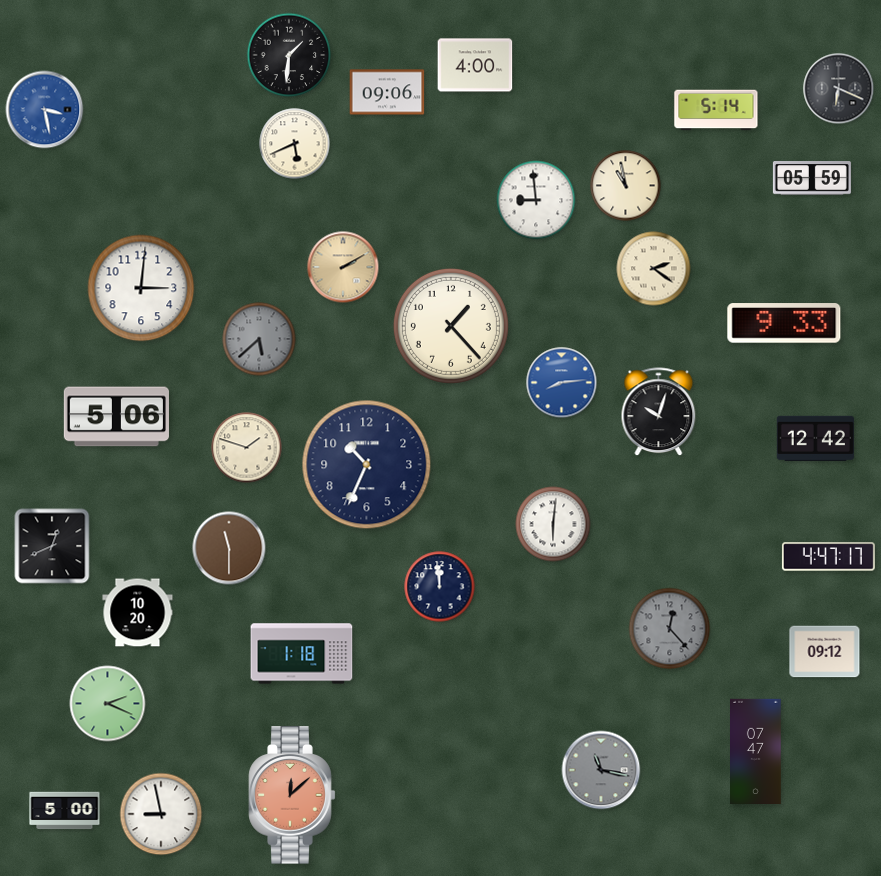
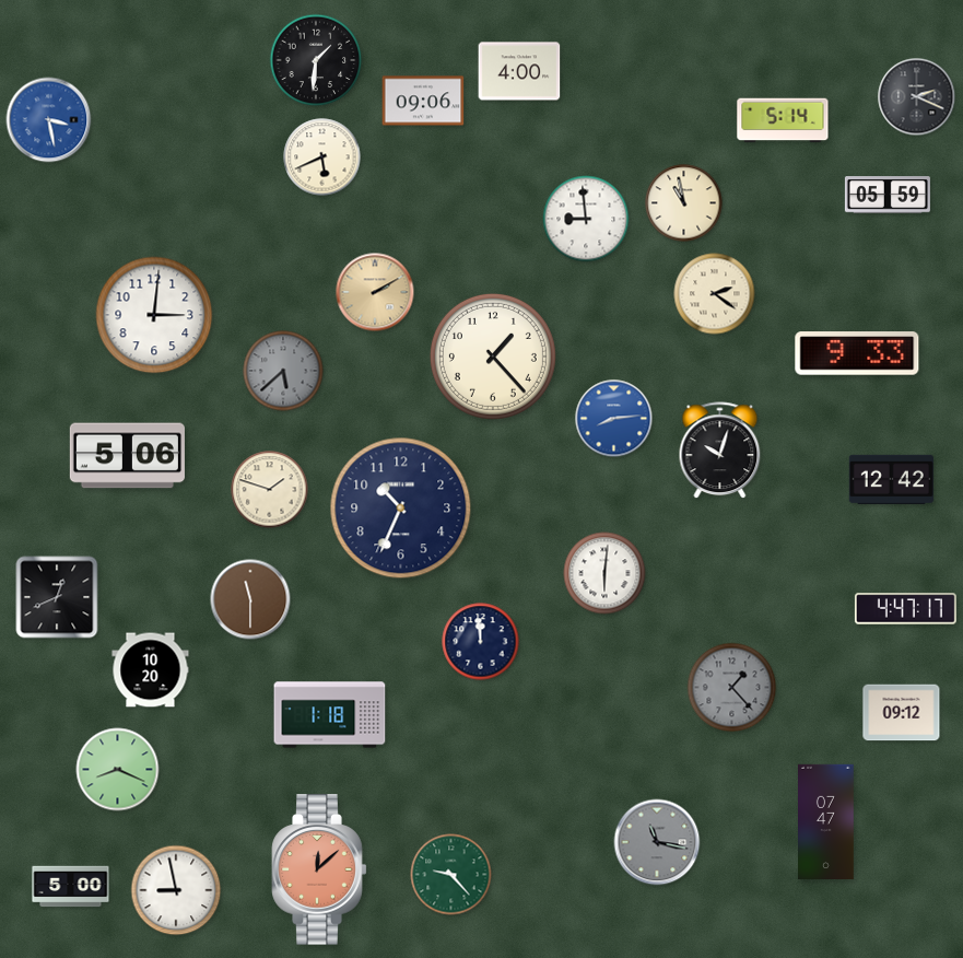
clock at (839, 89): 6:19 -> 2:19
clock at (670, 629): 12:23 -> 1:23
clock at (108, 704): 2:19 -> 8:19
clock at (451, 875): none -> 9:23
